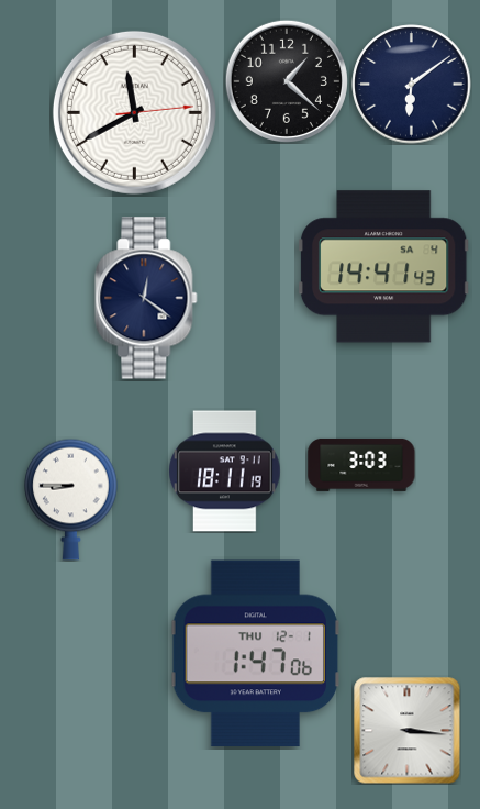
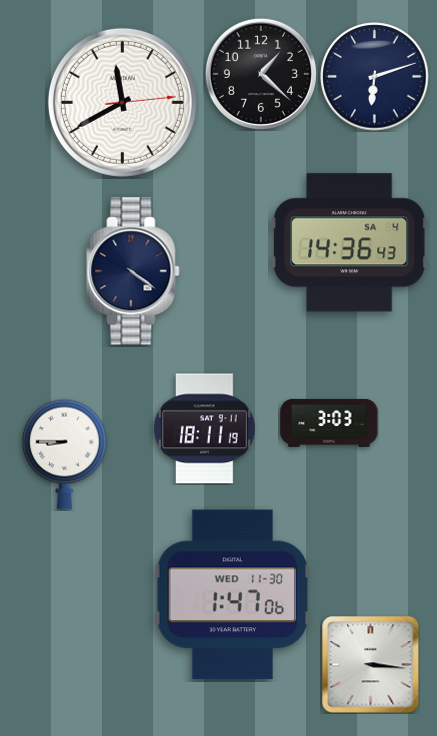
clock at (412, 85): 6:09 -> 6:12
clock at (383, 267): 14:41 -> 14:36
clock at (146, 298): 12:21 -> 4:21
clock at (256, 654) date: THU 12-1 -> WED 11-30
